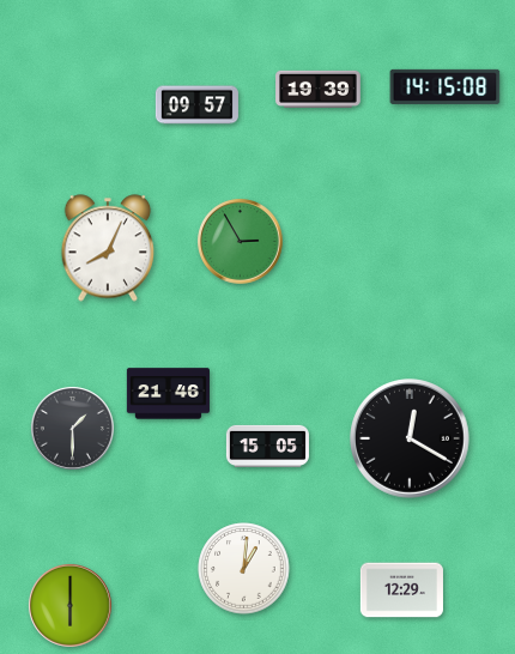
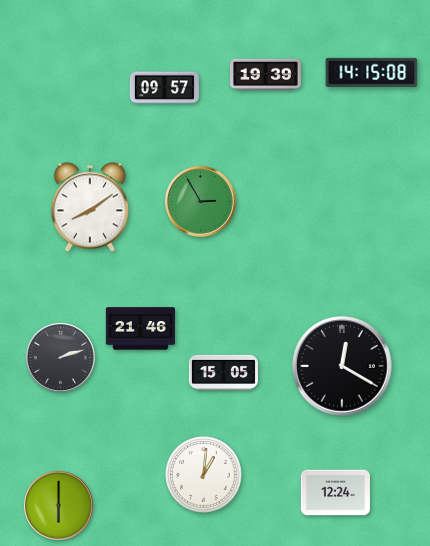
clock at (108, 248): 8:04 -> 8:09
clock at (72, 428): 1:30 -> 2:12
clock at (401, 591): 12:29 -> 12:24
